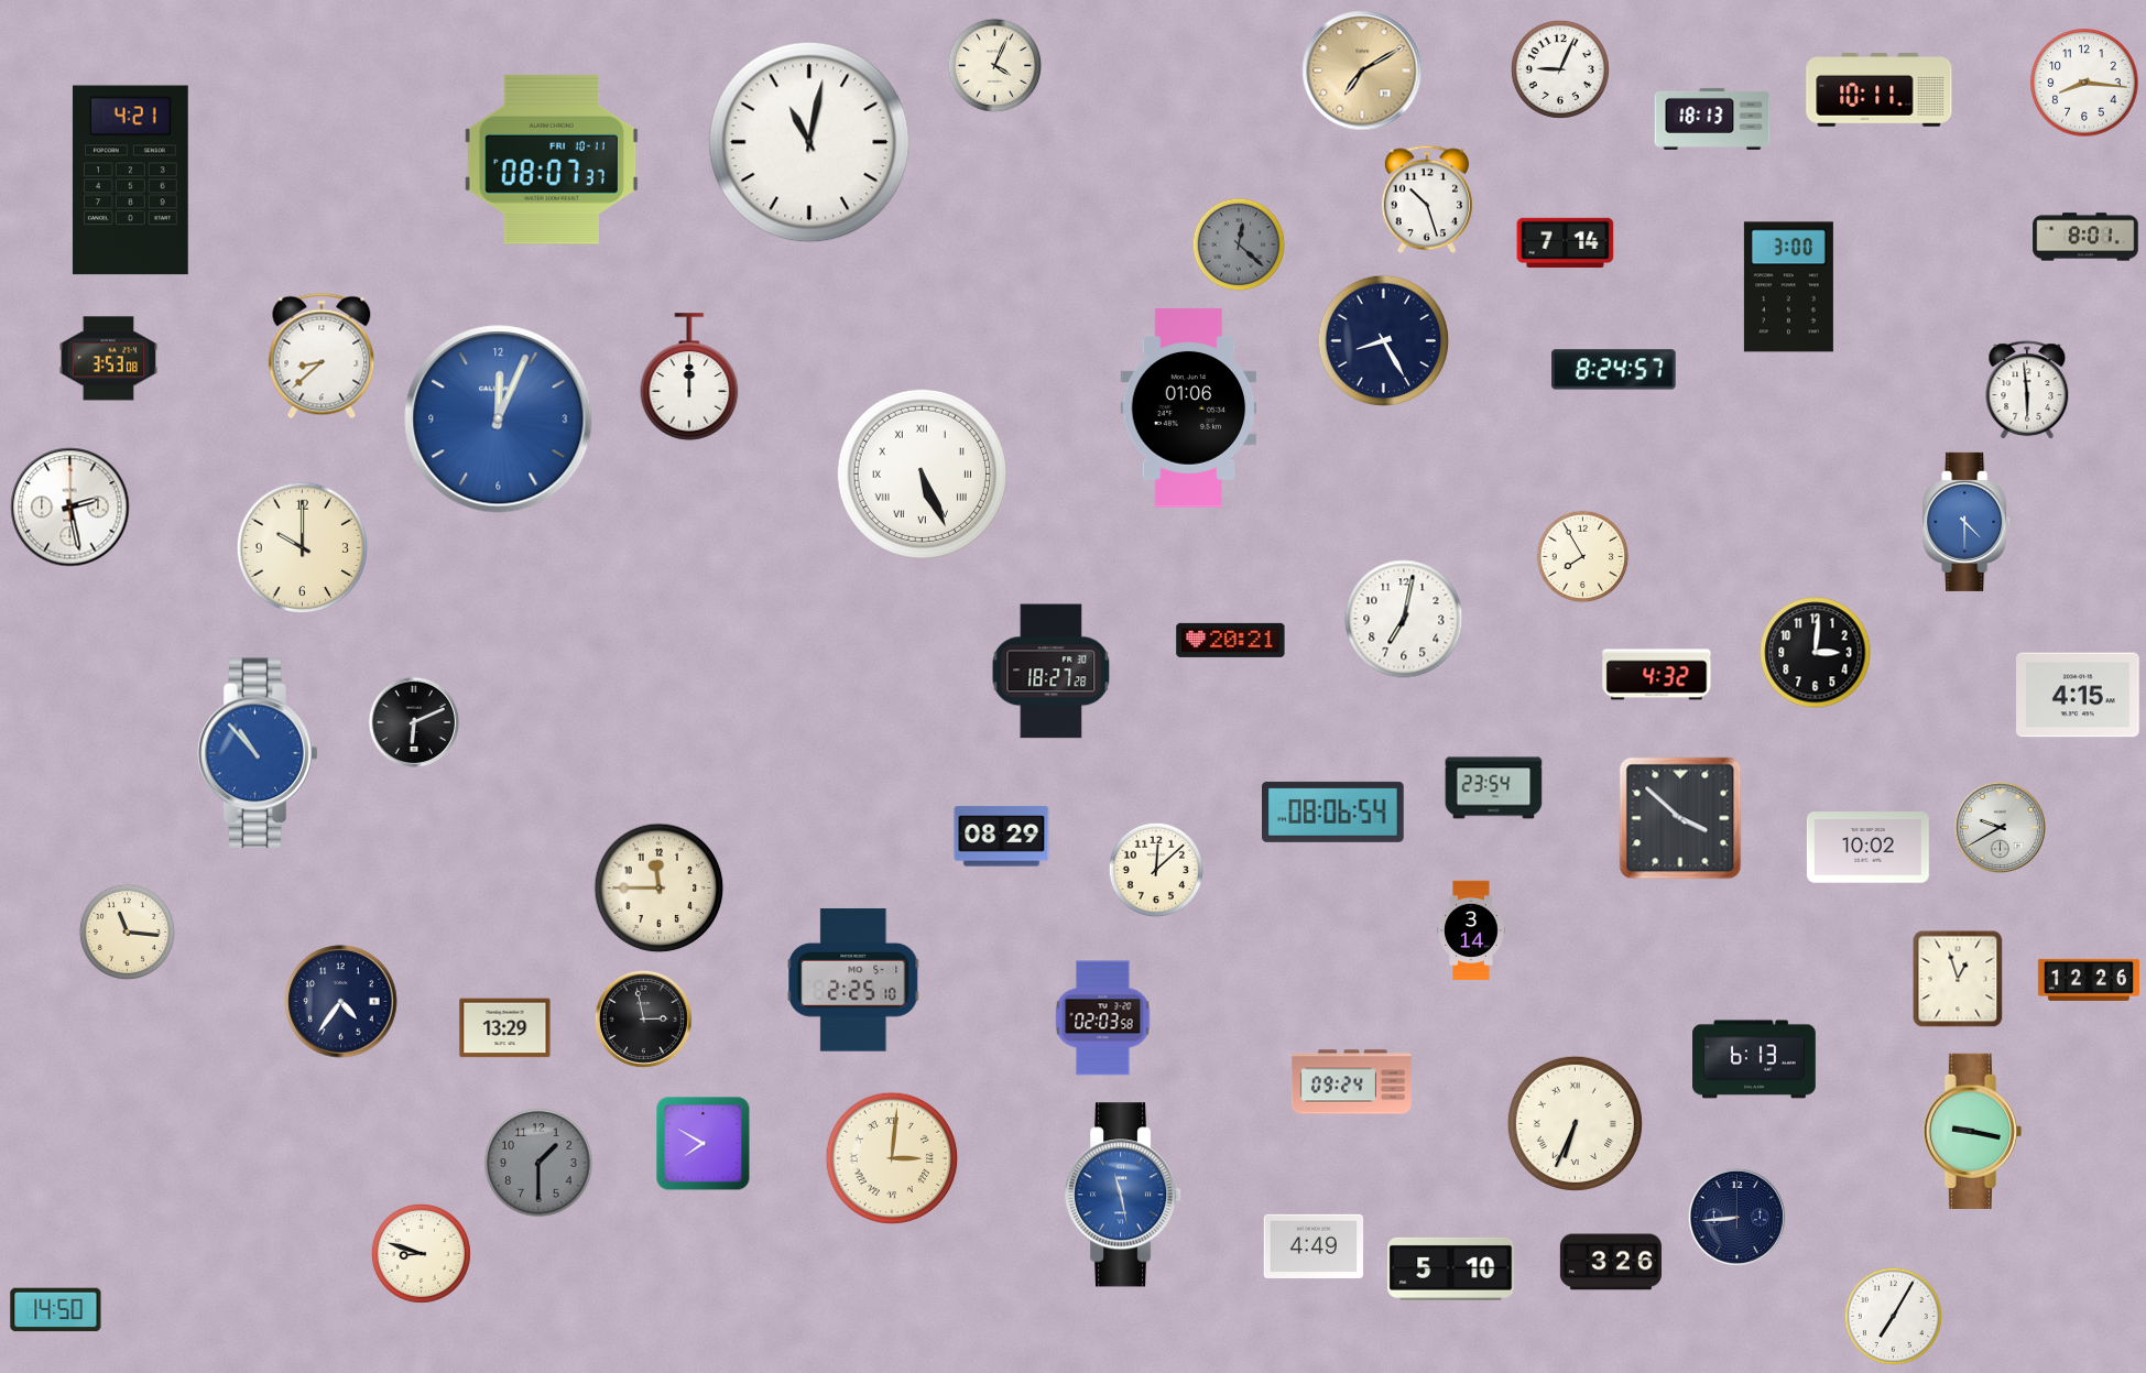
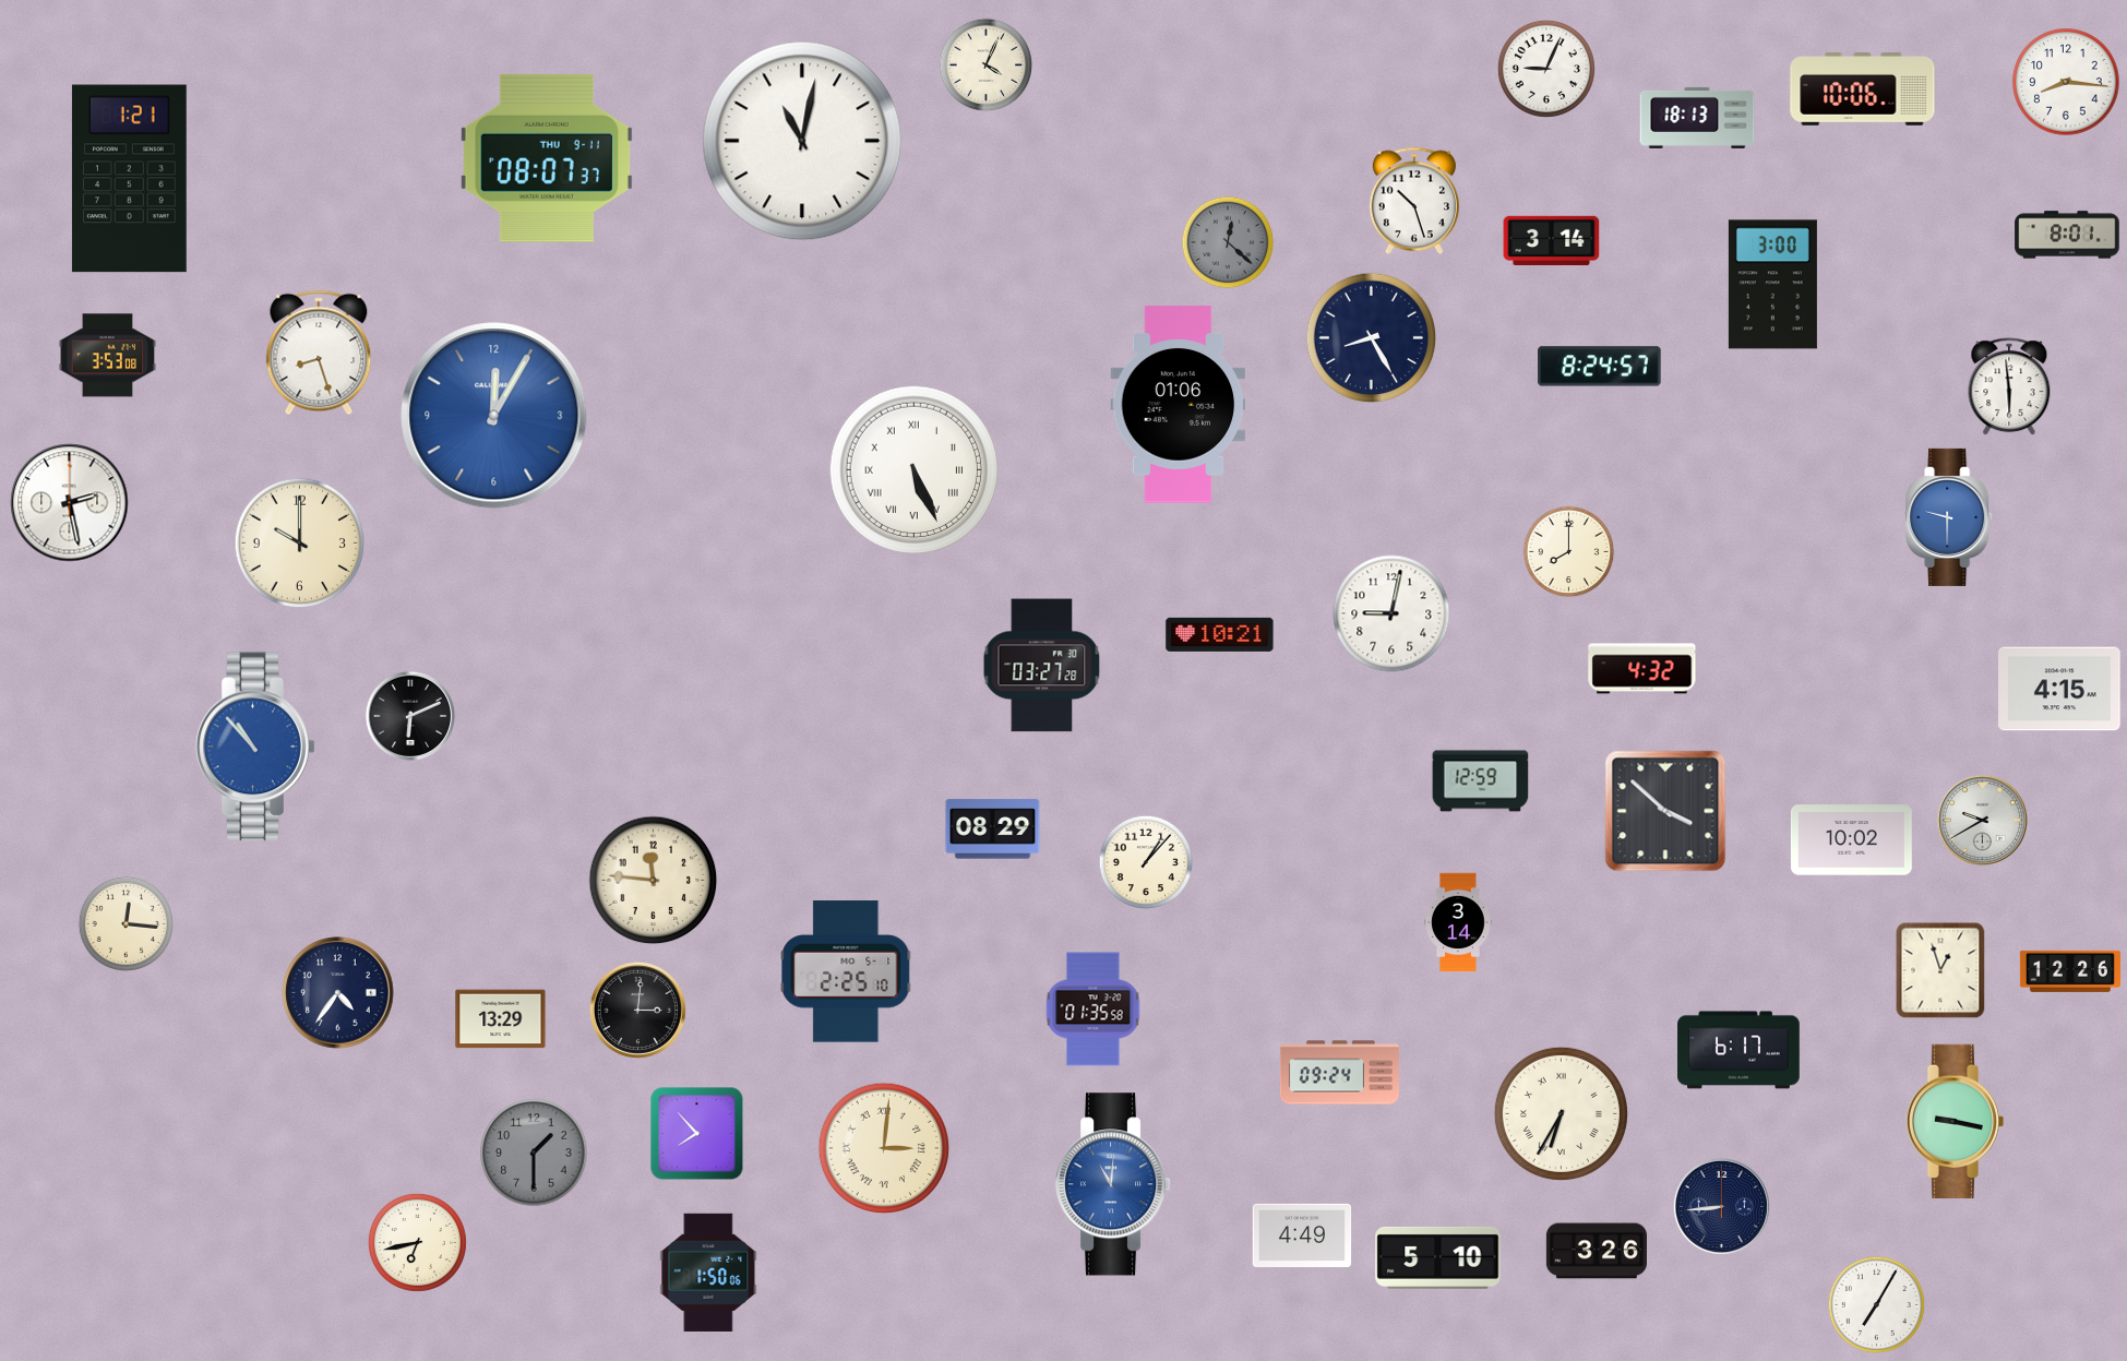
clock at (1362, 70): 7:10 -> none
clock at (1880, 90): 10:11 -> 10:06
clock at (552, 160) date: FRI 10-11 -> THU 9-11
clock at (130, 181): 4:21 -> 1:21
clock at (1427, 199) position: (1427, 199) -> (1414, 201)
clock at (1566, 243): 7:14 -> 3:14
clock at (322, 356): 8:38 -> 8:27
clock at (689, 377): 12:00 -> none
clock at (499, 419): 12:04 -> 12:05
clock at (1968, 522): 4:30 -> 9:30
clock at (1583, 557): 7:55 -> 8:00
clock at (1404, 619): 7:02 -> 9:02
clock at (1231, 640): 20:21 -> 10:21
clock at (1816, 653): 3:01 -> none
clock at (1052, 672): 18:27 -> 03:27
clock at (1494, 788): 23:54 -> 12:59
clock at (1333, 811): 08:06 -> none
clock at (1156, 870): 12:08 -> 1:07
clock at (660, 889): 11:45 -> 11:46
clock at (127, 931): 11:16 -> 12:16
clock at (643, 1018): 2:58 -> 3:01
clock at (1103, 1018): 02:03 -> 01:35
clock at (1754, 1059): 6:13 -> 6:17
clock at (1575, 1123): 6:34 -> 6:35
clock at (704, 1144): 7:50 -> 7:53
clock at (1124, 1195): 11:28 -> 11:01
clock at (421, 1253): 8:48 -> 6:43
clock at (708, 1273): none -> 1:50
clock at (56, 1310): 14:50 -> none
